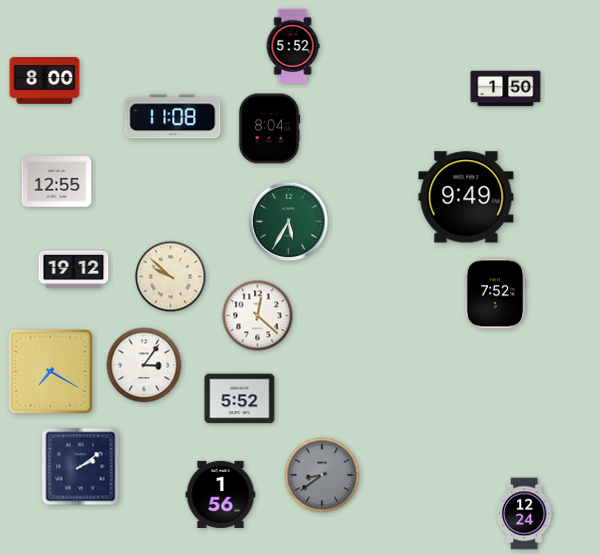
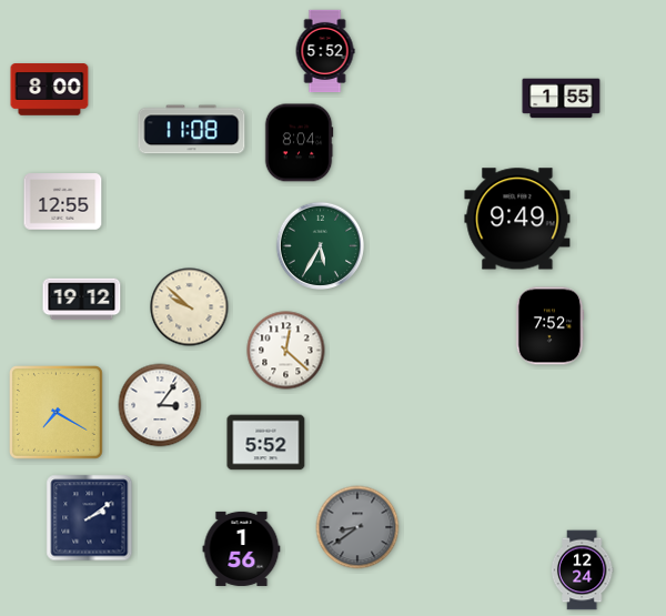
clock at (506, 89): 1:50 -> 1:55
clock at (221, 494) position: (221, 494) -> (242, 548)
